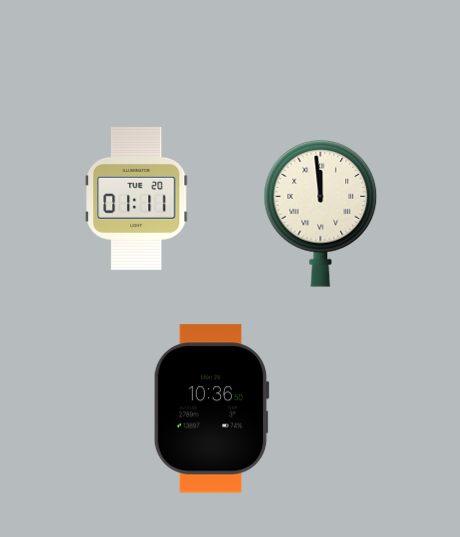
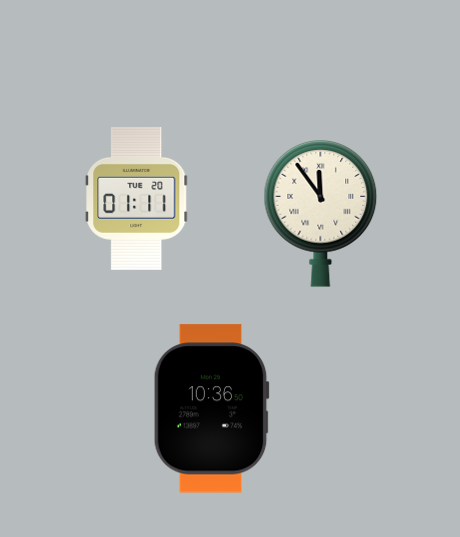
clock at (321, 214): 11:59 -> 11:54
